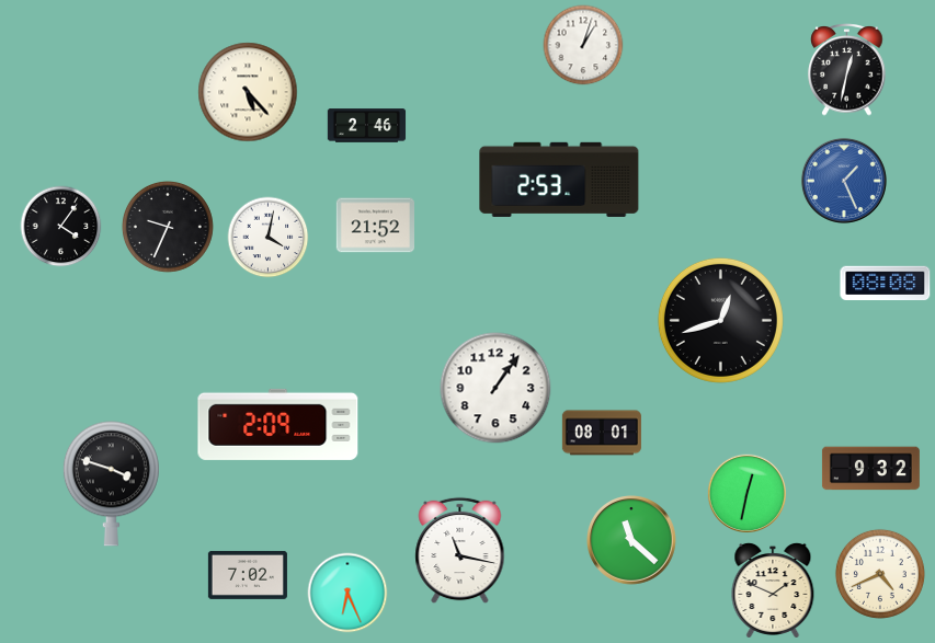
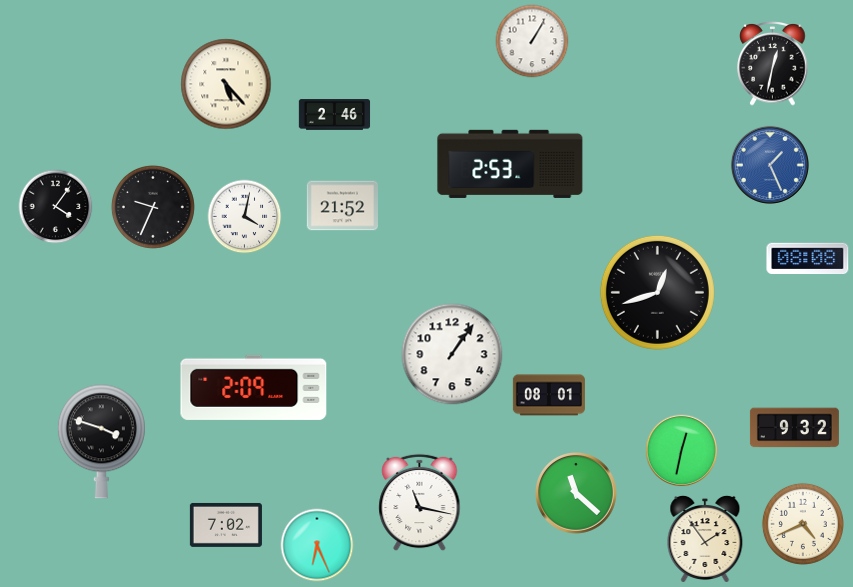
clock at (583, 45): 1:03 -> 1:05
clock at (773, 590): 1:49 -> 1:54
clock at (347, 593) position: (347, 593) -> (317, 545)
